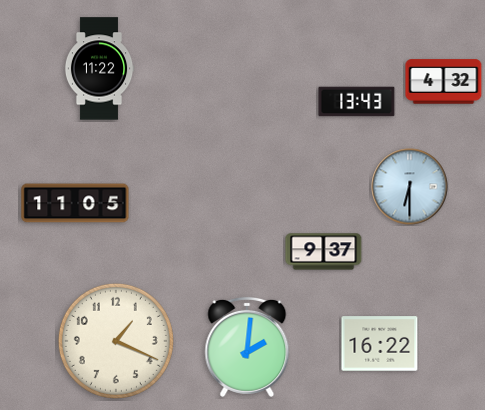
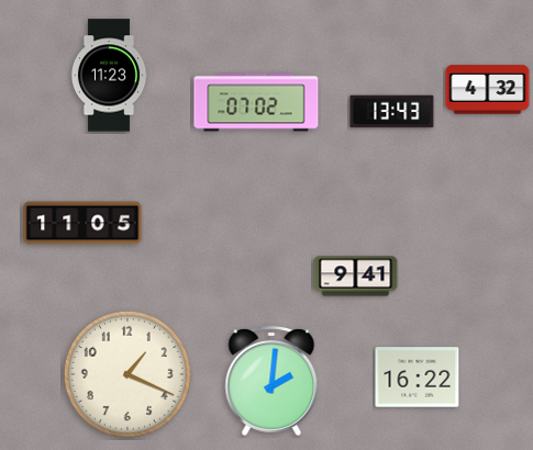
clock at (99, 69): 11:22 -> 11:23
clock at (256, 102): none -> 07:02
clock at (410, 187): 6:30 -> none
clock at (324, 252): 9:37 -> 9:41
